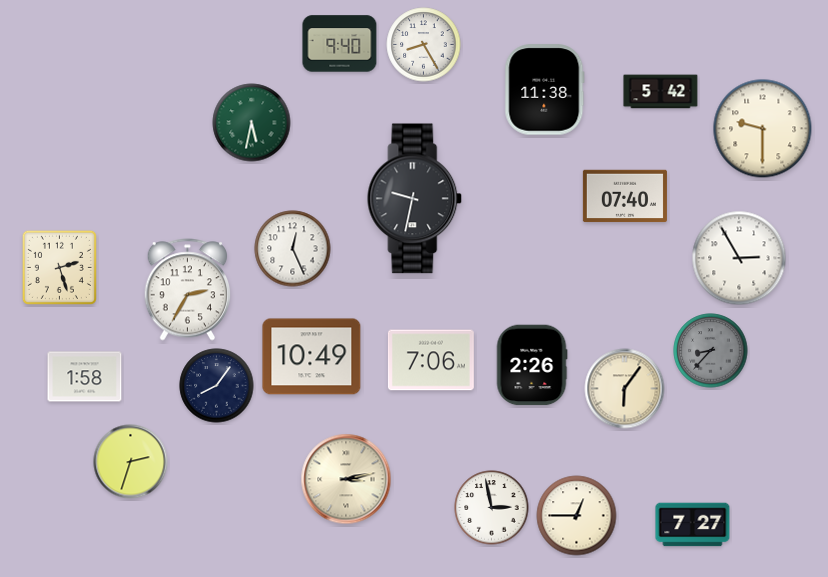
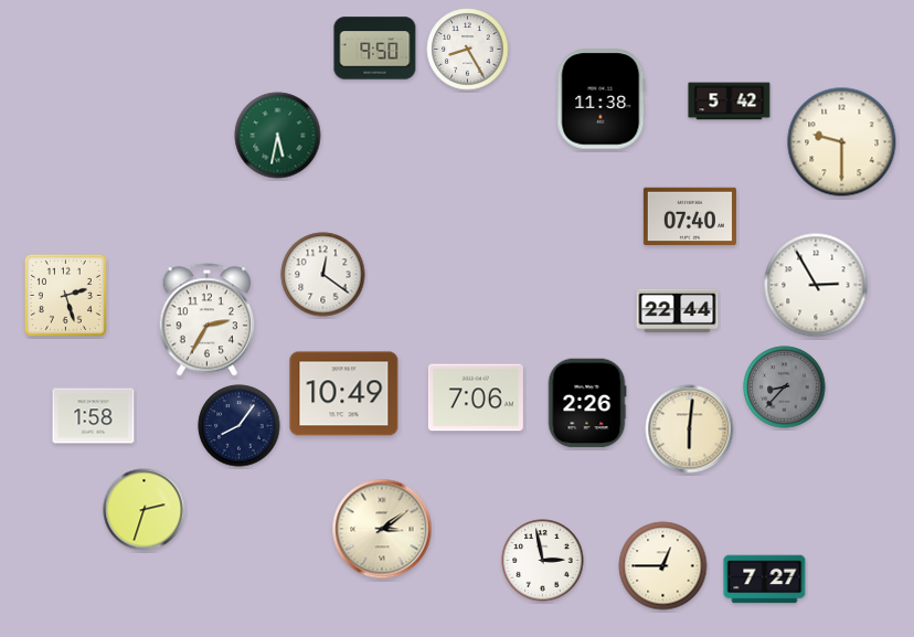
clock at (340, 44): 9:40 -> 9:50
clock at (415, 199): 9:32 -> none
clock at (293, 249): 12:26 -> 12:21
clock at (678, 311): none -> 22:44
clock at (625, 389): 6:06 -> 6:01
clock at (346, 479): 3:13 -> 3:09
clock at (577, 516) position: (577, 516) -> (663, 566)
